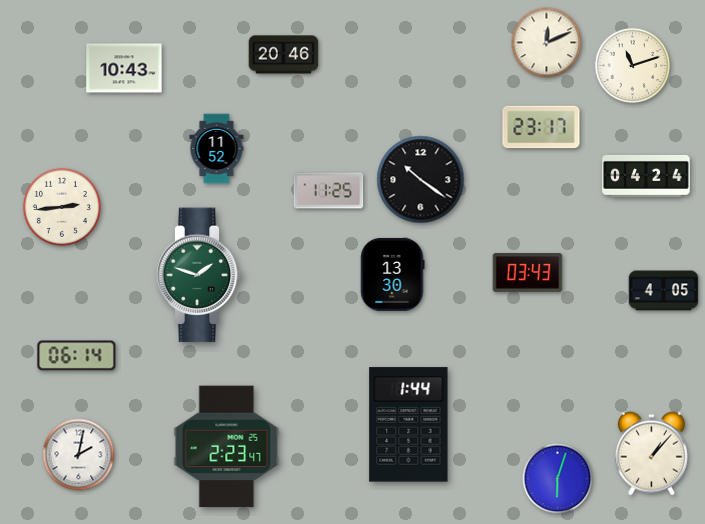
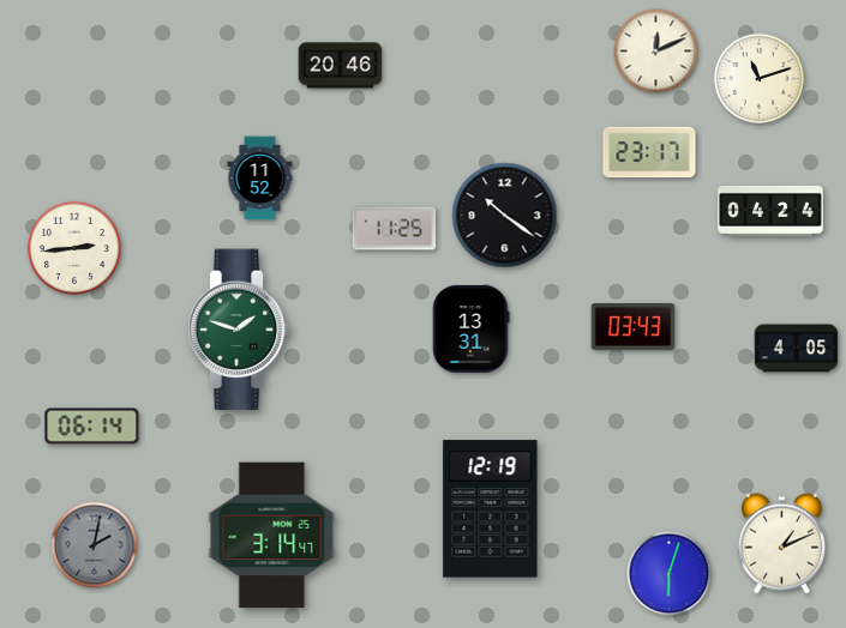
clock at (124, 68): 10:43 -> none
clock at (646, 177) position: (646, 177) -> (770, 212)
clock at (393, 274): 13:30 -> 13:31
clock at (409, 425): 1:44 -> 12:19
clock at (227, 447): 2:23 -> 3:14
clock at (651, 454): 1:07 -> 1:11
clock at (79, 455) dial: white -> grey
